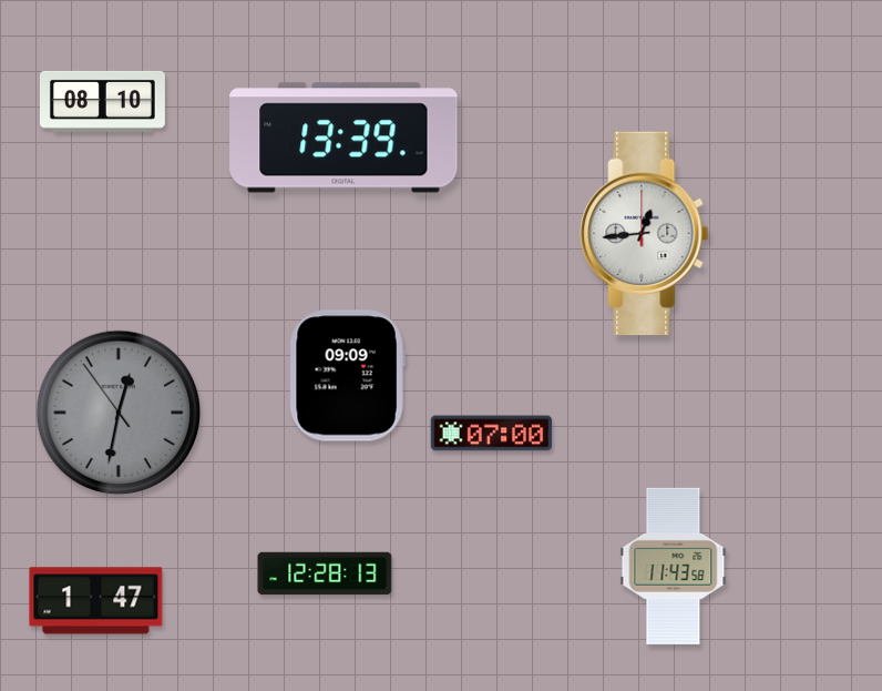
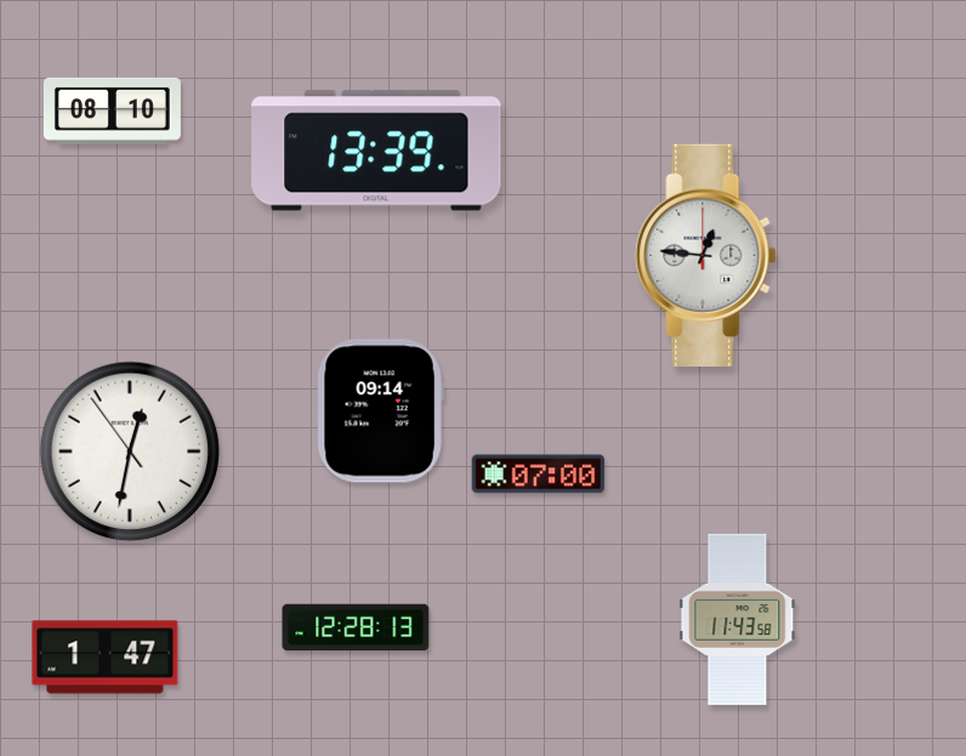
clock at (645, 234): 12:44 -> 12:46
clock at (347, 376): 09:09 -> 09:14
clock at (119, 413) dial: grey -> white
